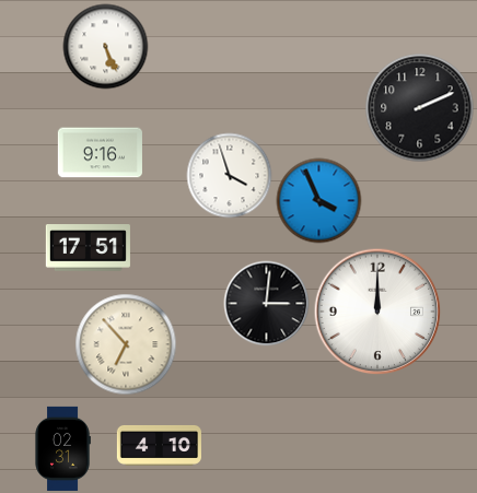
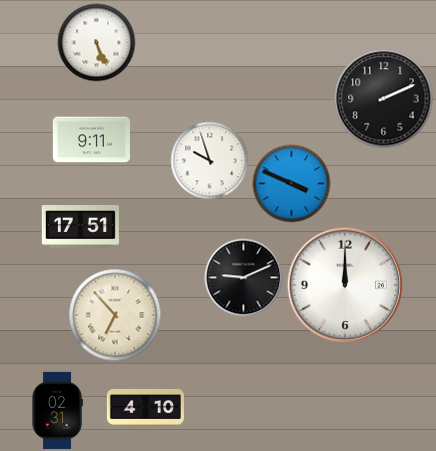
clock at (100, 153): 9:16 -> 9:11
clock at (229, 175): 3:57 -> 9:57
clock at (318, 200): 3:56 -> 3:49
clock at (266, 303): 3:01 -> 9:11
